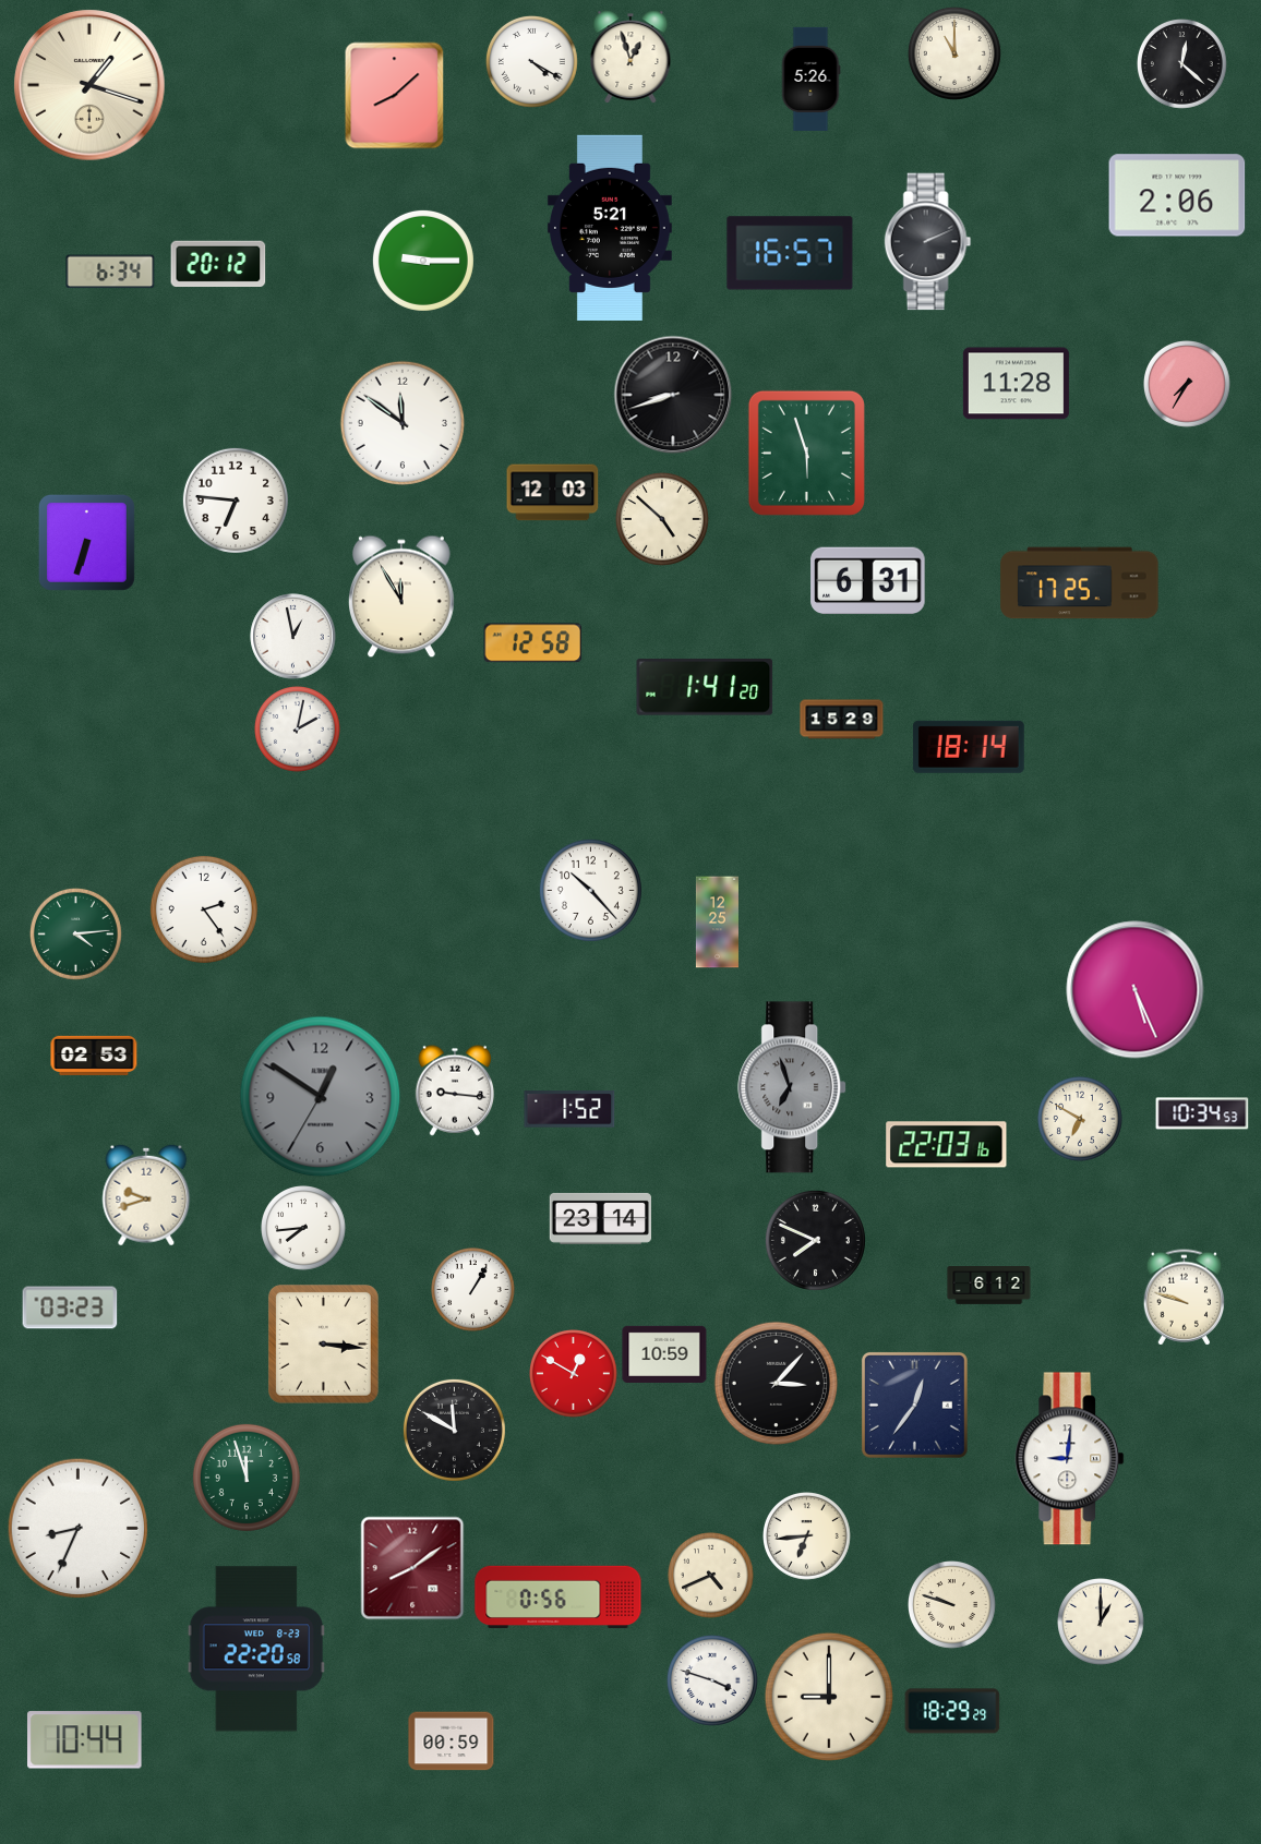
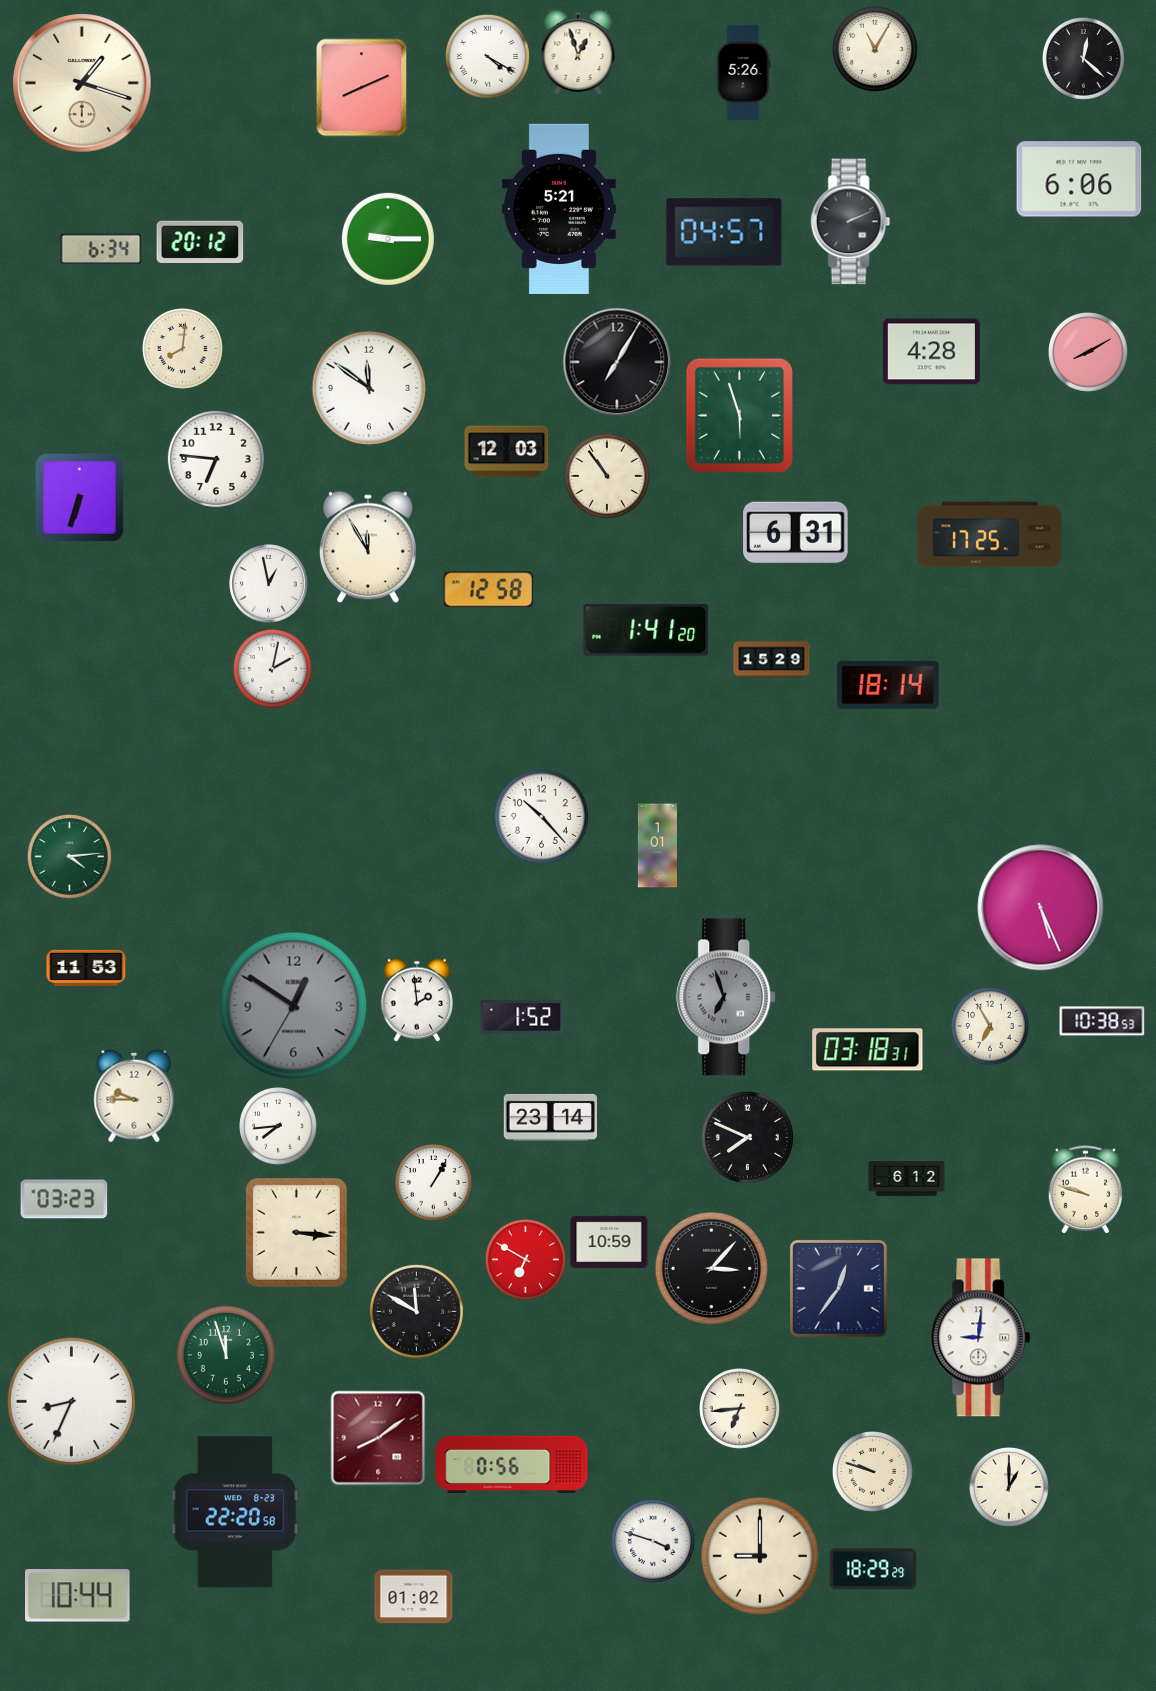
clock at (954, 53): 11:00 -> 11:05
clock at (89, 85) position: (89, 85) -> (82, 83)
clock at (395, 96): 8:08 -> 8:11
clock at (1177, 195): 2:06 -> 6:06
clock at (790, 253): 16:57 -> 04:57
clock at (183, 349): none -> 8:01
clock at (1016, 384): 11:28 -> 4:28
clock at (1188, 385): 7:35 -> 8:10
clock at (673, 395): 8:42 -> 7:05
clock at (662, 519): 4:52 -> 10:54
clock at (204, 909): 2:24 -> none
clock at (717, 923): 12:25 -> 1:01
clock at (94, 1056): 02:53 -> 11:53
clock at (454, 1090): 9:16 -> 1:59
clock at (1202, 1113): 10:34 -> 10:38
clock at (1081, 1120): 6:50 -> 6:55
clock at (947, 1145): 22:03 -> 03:18
clock at (146, 1195): 9:42 -> 9:45
clock at (574, 1374): 12:50 -> 6:50
clock at (711, 1576): 4:41 -> none
clock at (452, 1741): 00:59 -> 01:02
